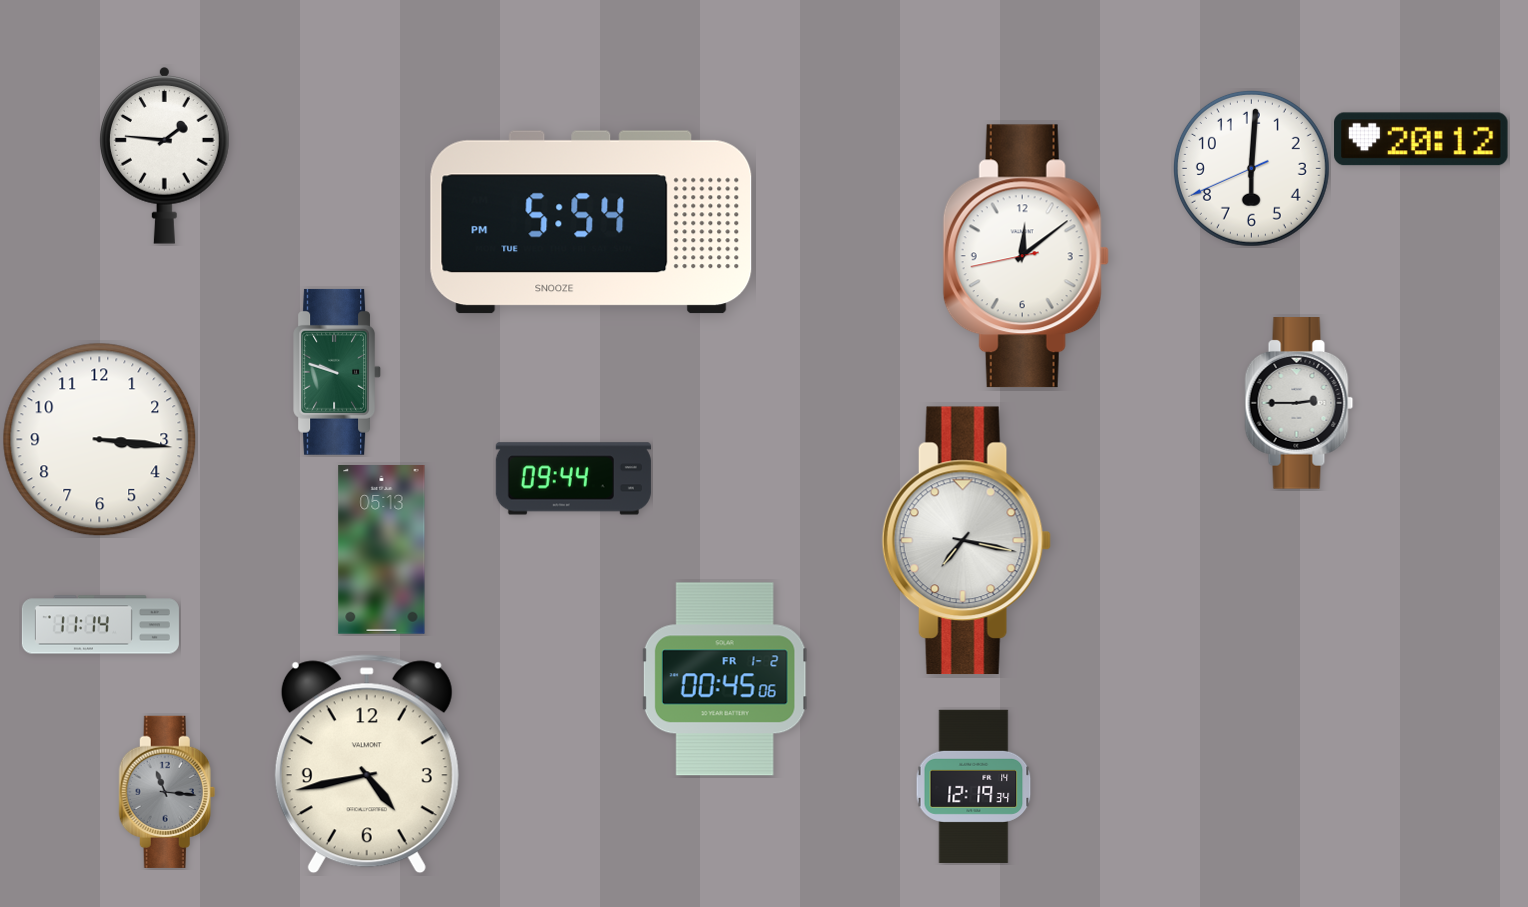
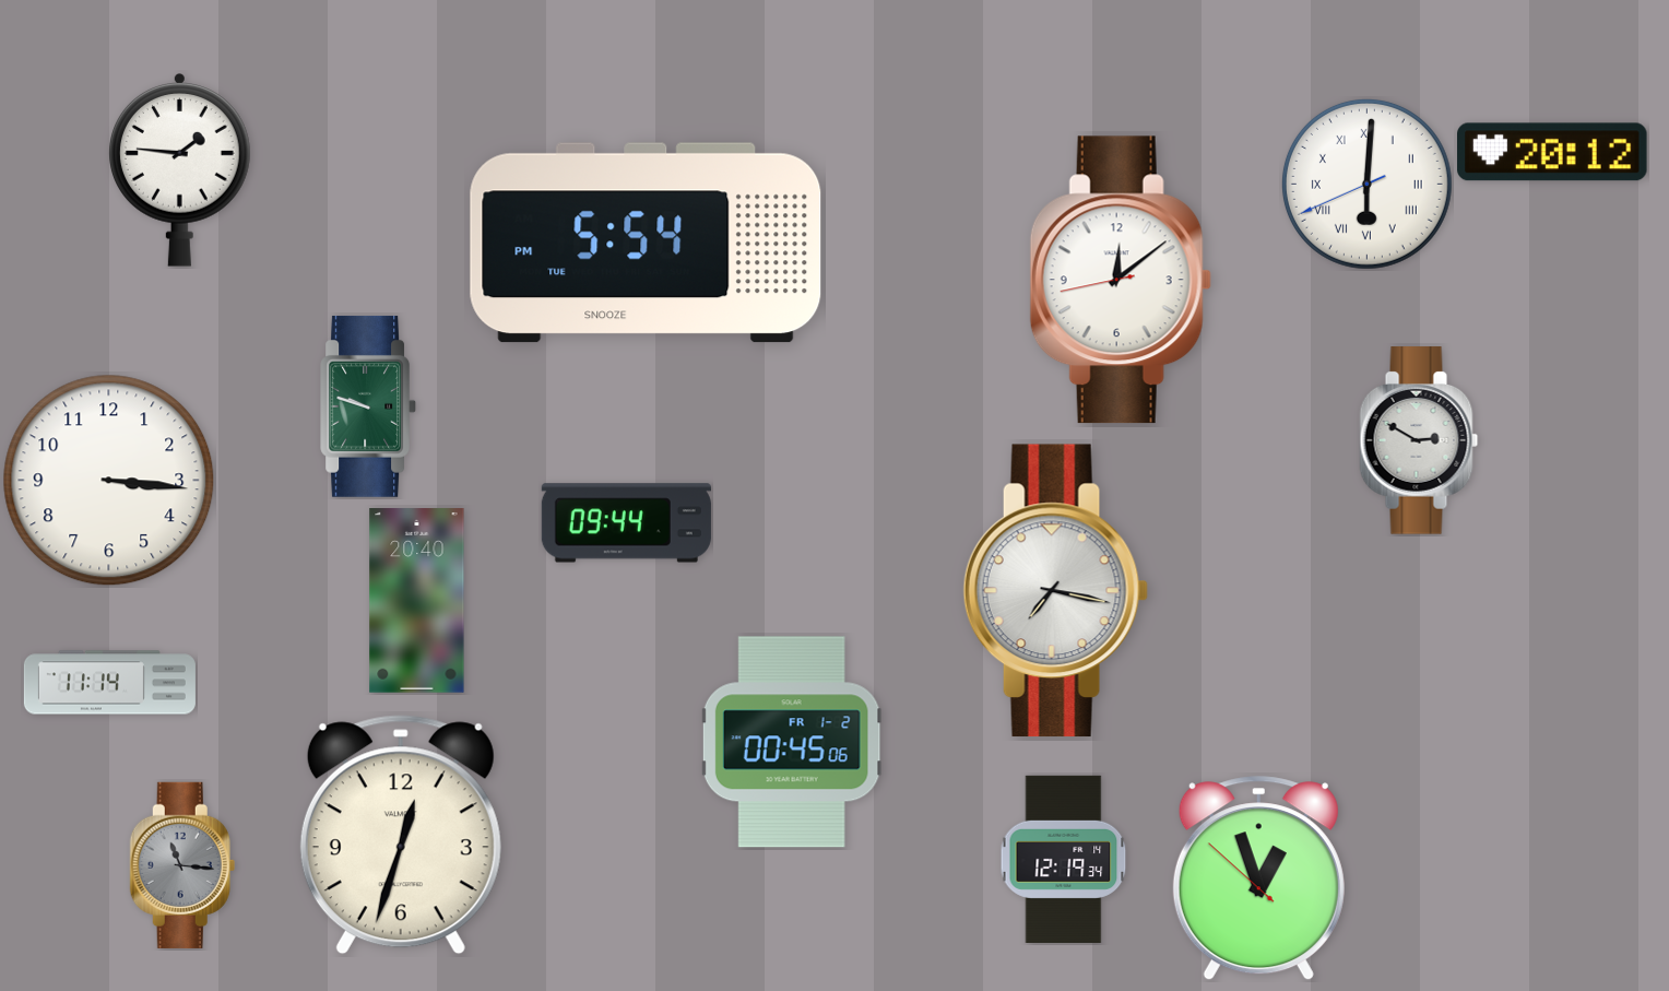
clock at (1251, 168) numerals: Arabic -> Roman
clock at (1299, 403): 2:45 -> 2:50
clock at (382, 550): 05:13 -> 20:40
clock at (367, 764): 4:43 -> 12:33
clock at (1258, 878): none -> 12:56
